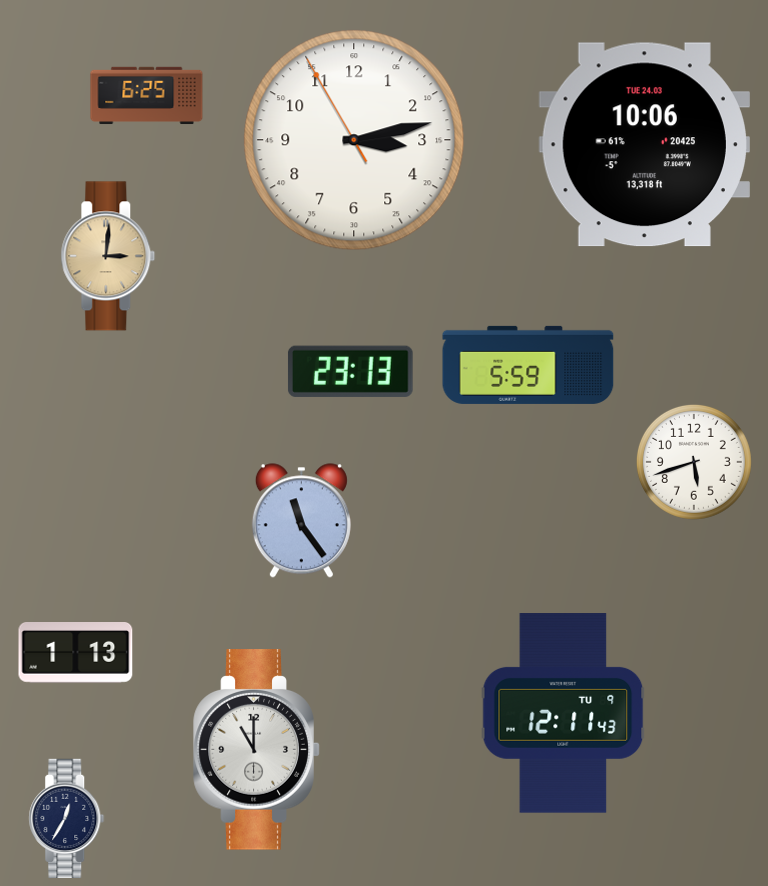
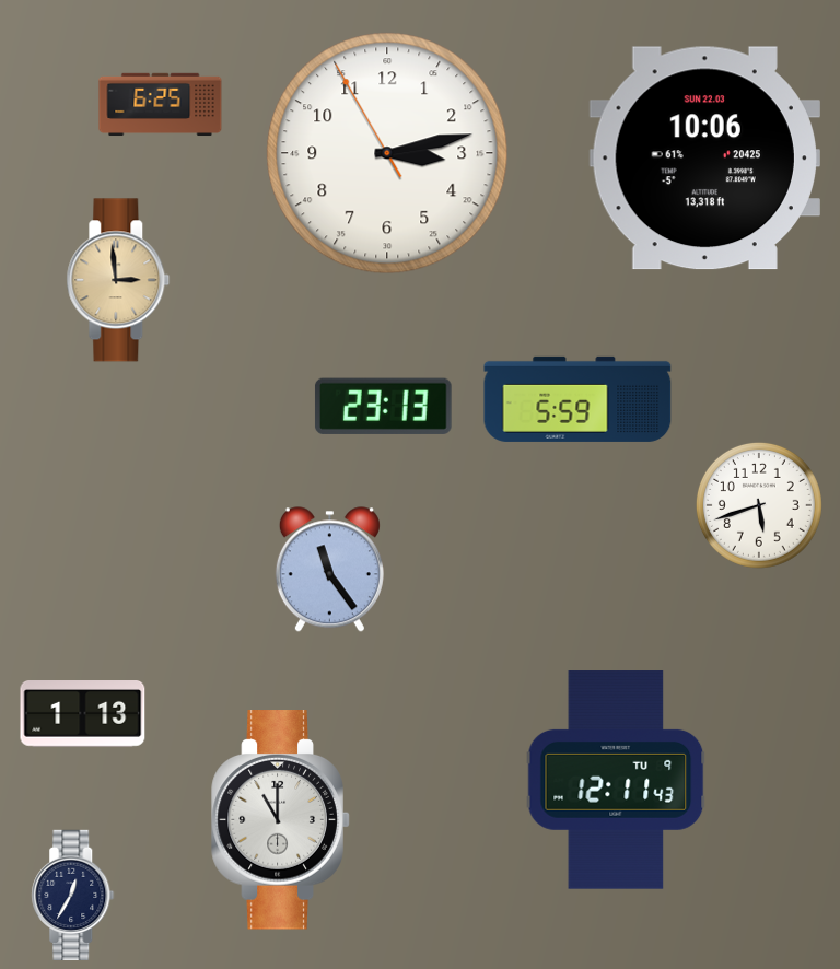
clock at (644, 145) date: TUE 24.03 -> SUN 22.03
clock at (108, 256): 3:01 -> 2:59
